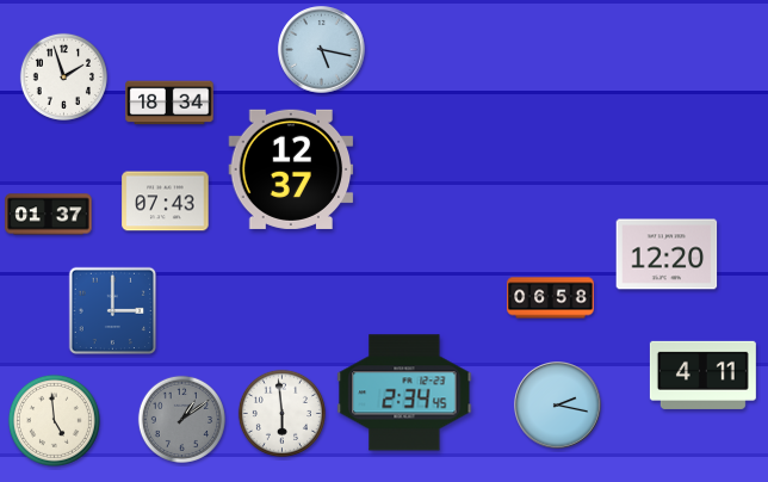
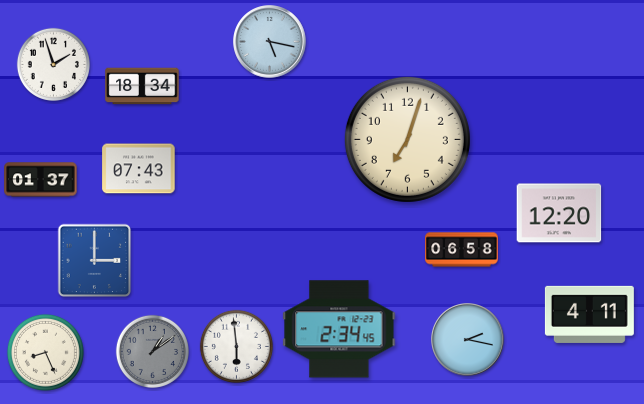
clock at (407, 139): none -> 7:03
clock at (291, 169): 12:37 -> none
clock at (54, 420): 4:59 -> 8:26
